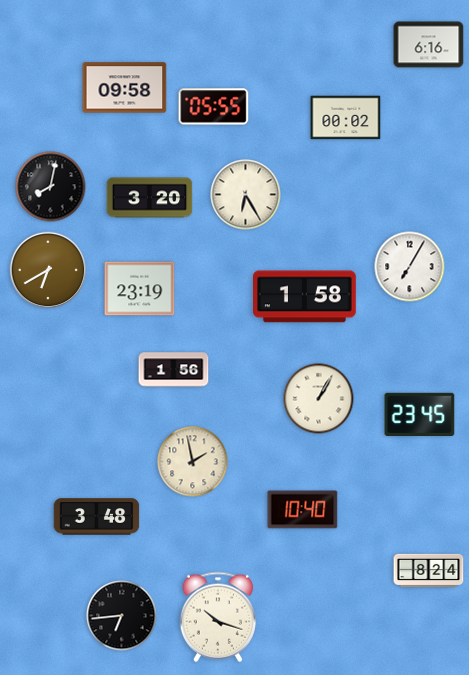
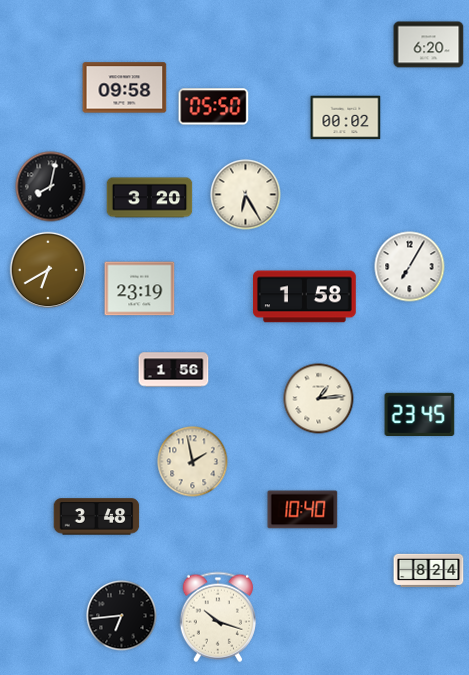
clock at (429, 45): 6:16 -> 6:20
clock at (214, 107): 05:55 -> 05:50
clock at (319, 399): 1:05 -> 1:14
